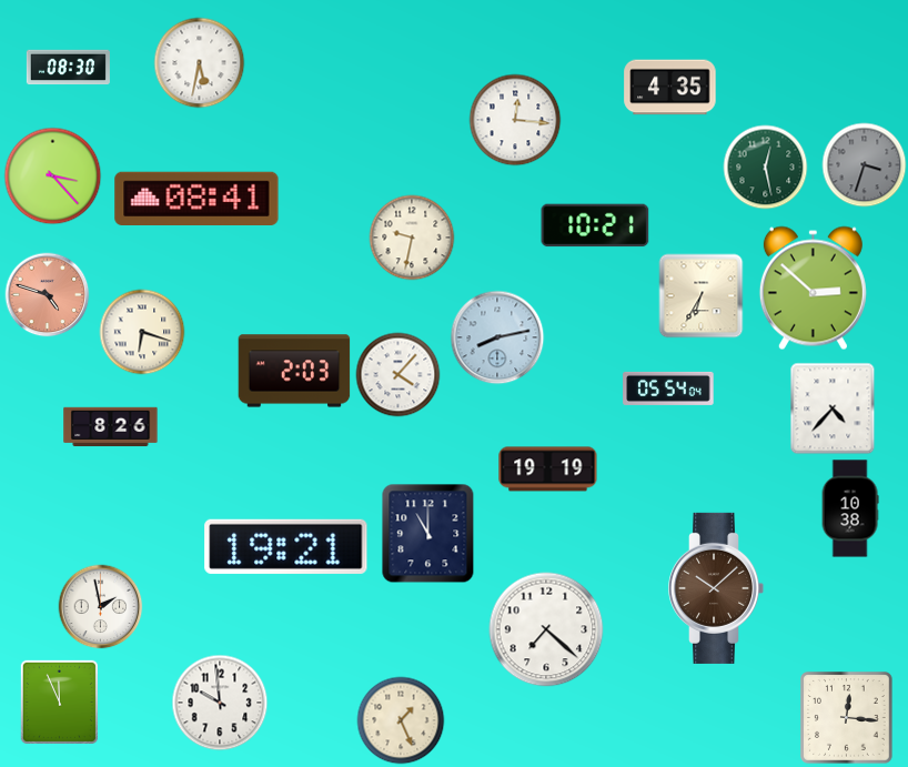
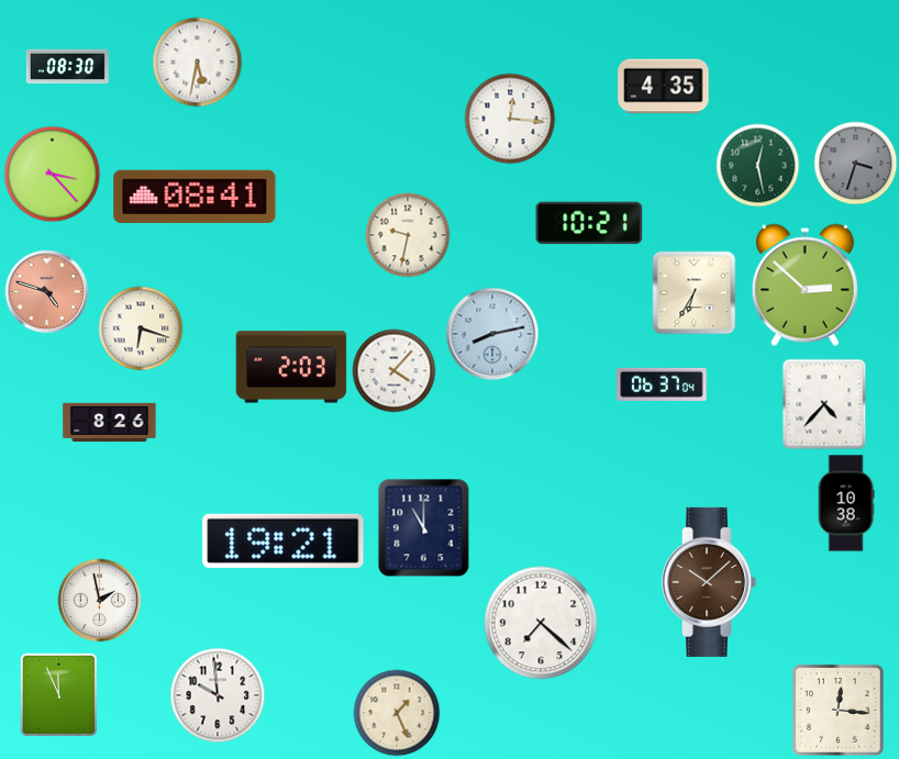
clock at (668, 388): 05:54 -> 06:37
clock at (548, 470): 19:19 -> none
clock at (850, 508) position: (850, 508) -> (846, 503)
